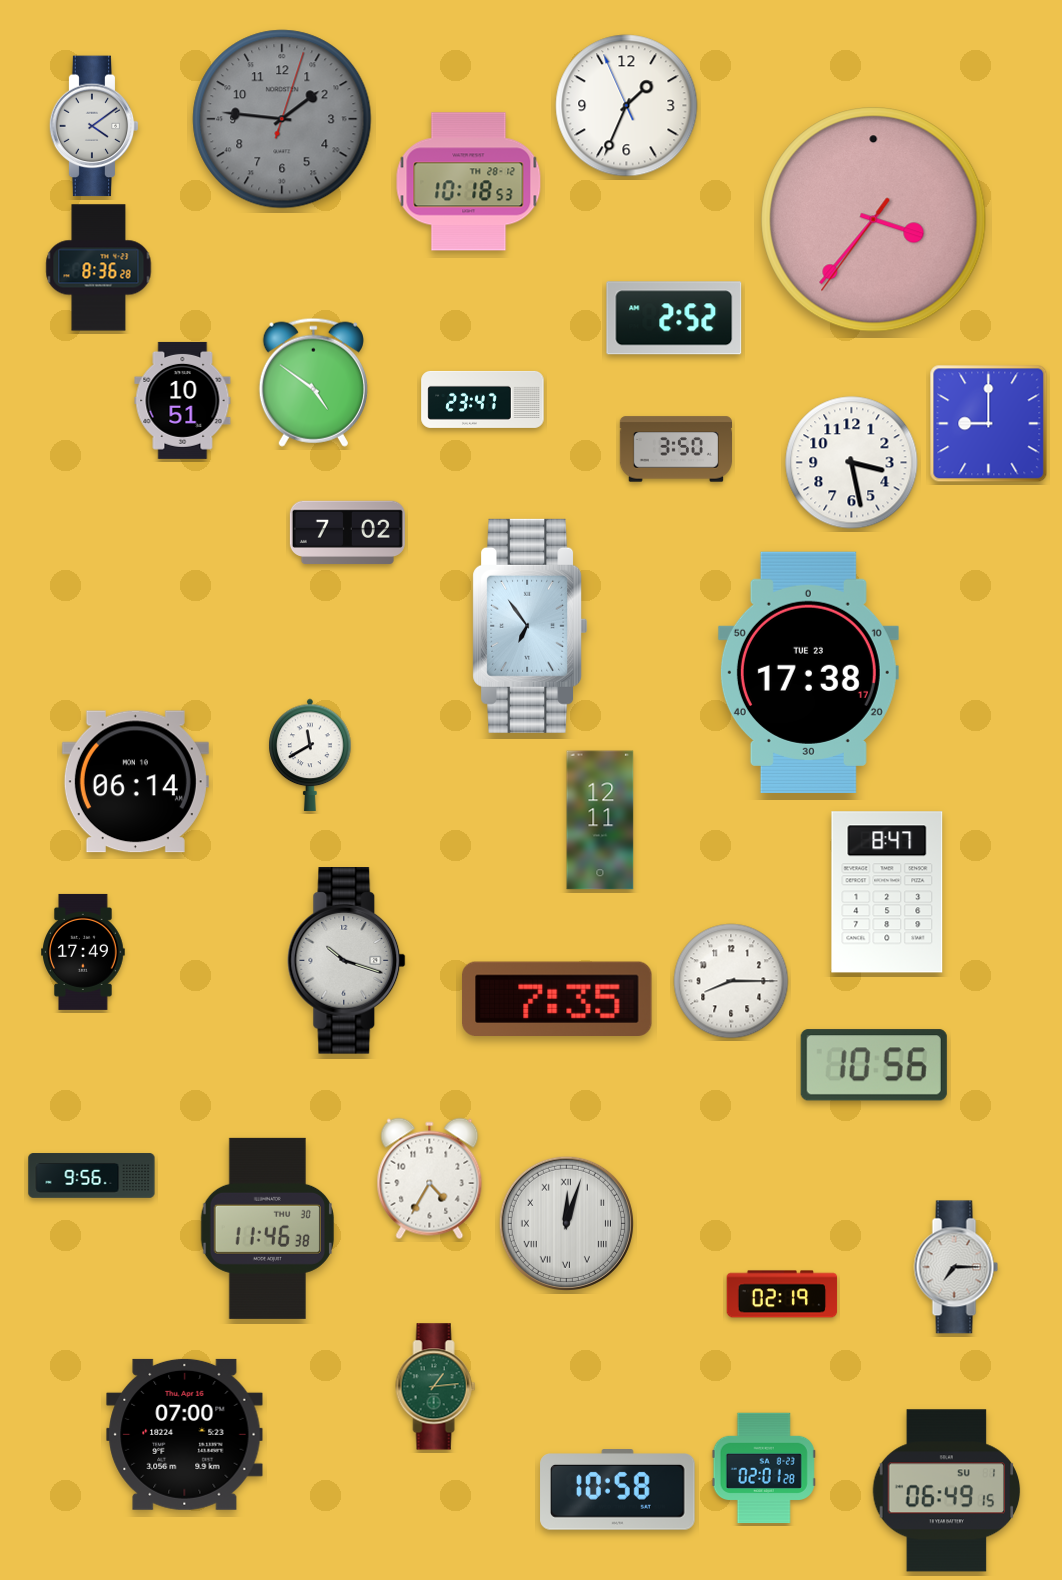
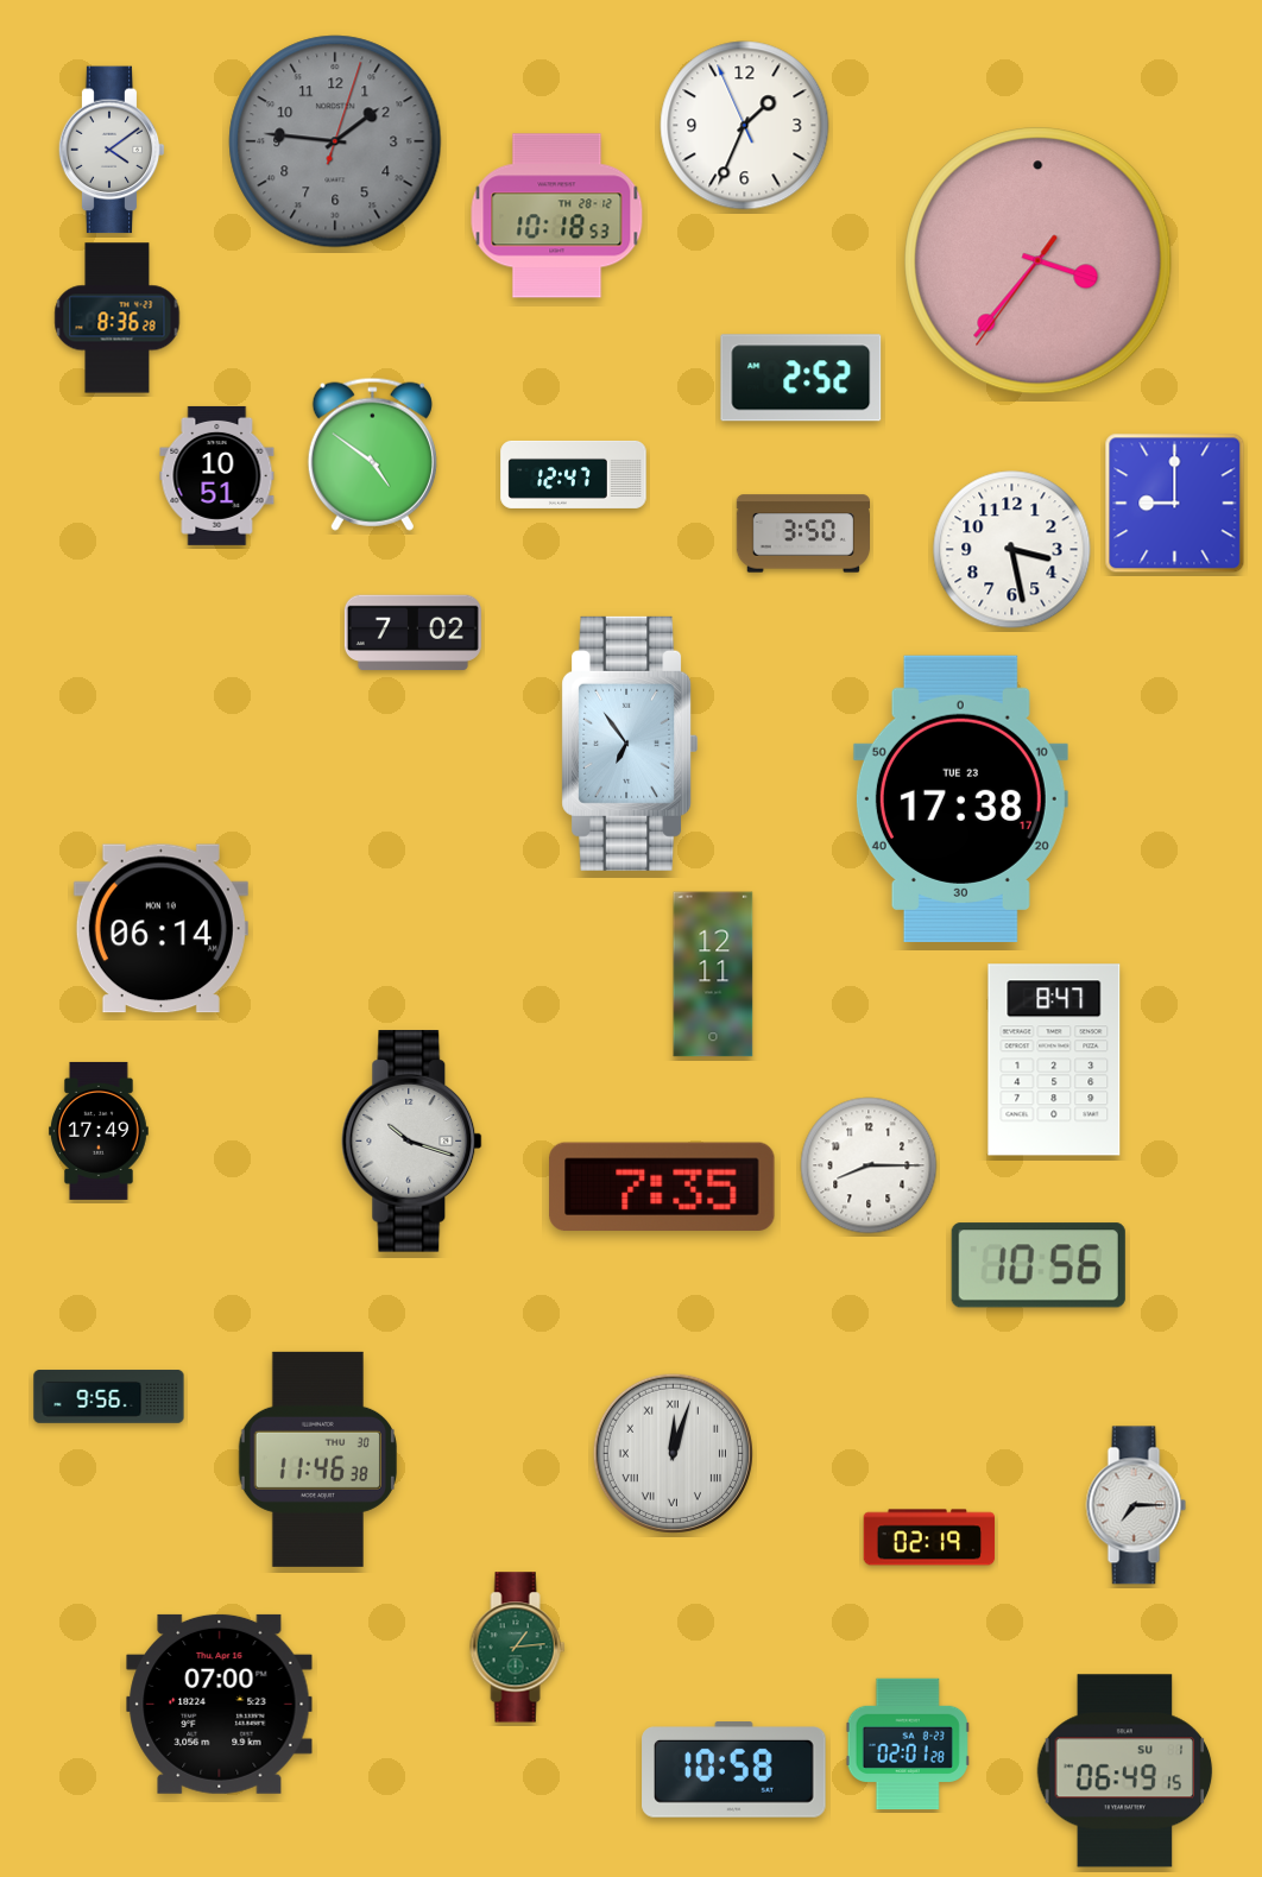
clock at (483, 399): 23:47 -> 12:47
clock at (310, 755): 11:40 -> none
clock at (430, 1179): 4:35 -> none
